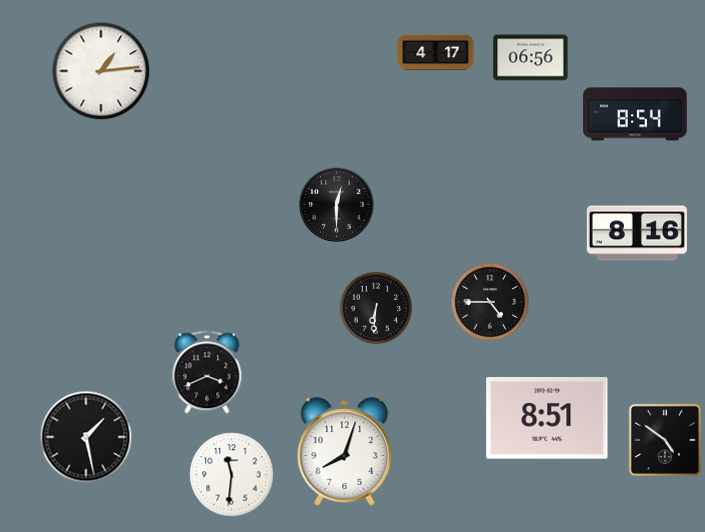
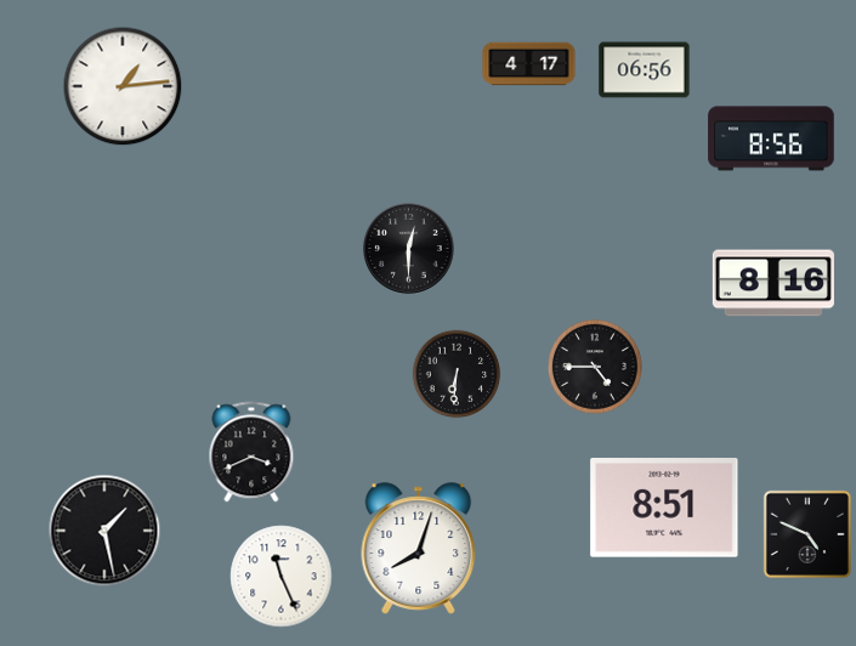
clock at (635, 114): 8:54 -> 8:56
clock at (664, 439): 4:51 -> 4:49
clock at (232, 475): 11:31 -> 11:26
